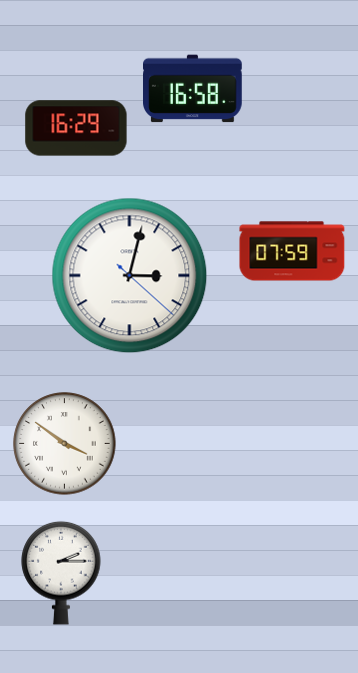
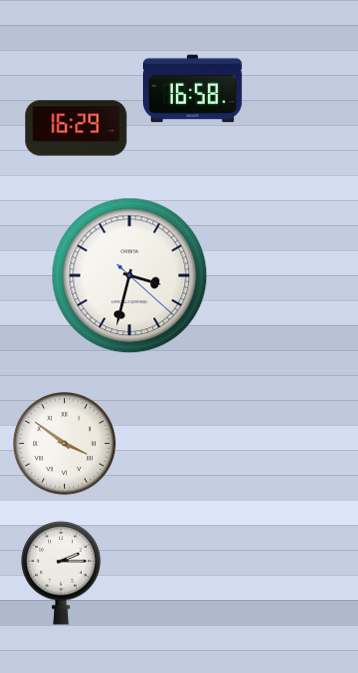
clock at (292, 251): 07:59 -> none
clock at (130, 276): 3:02 -> 3:32
